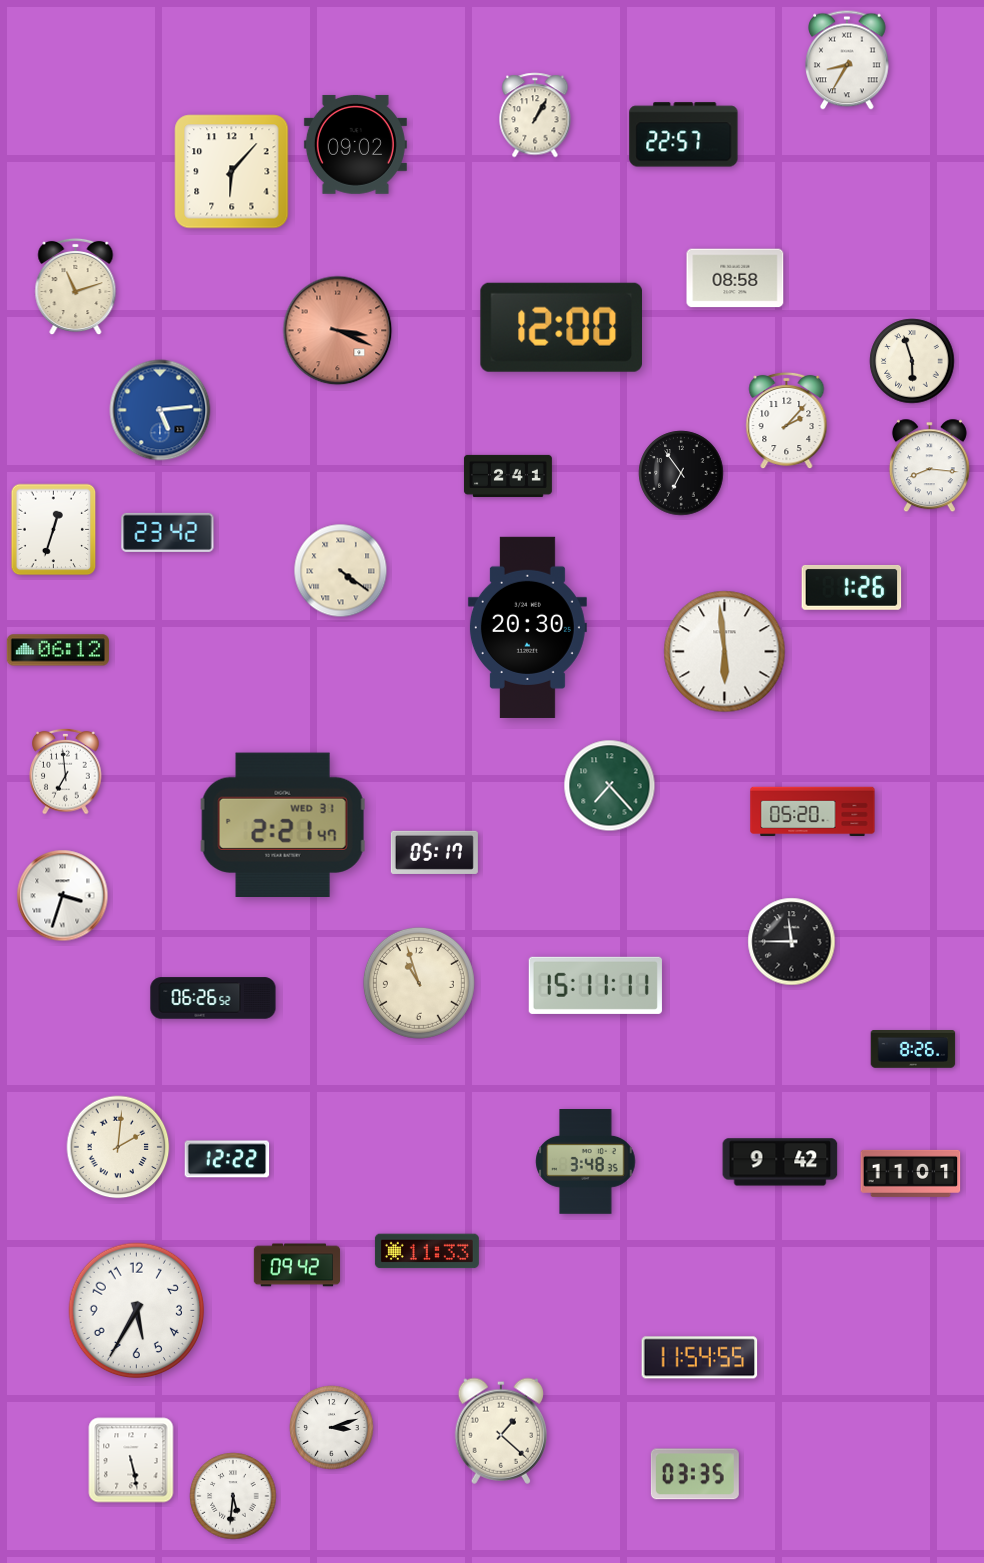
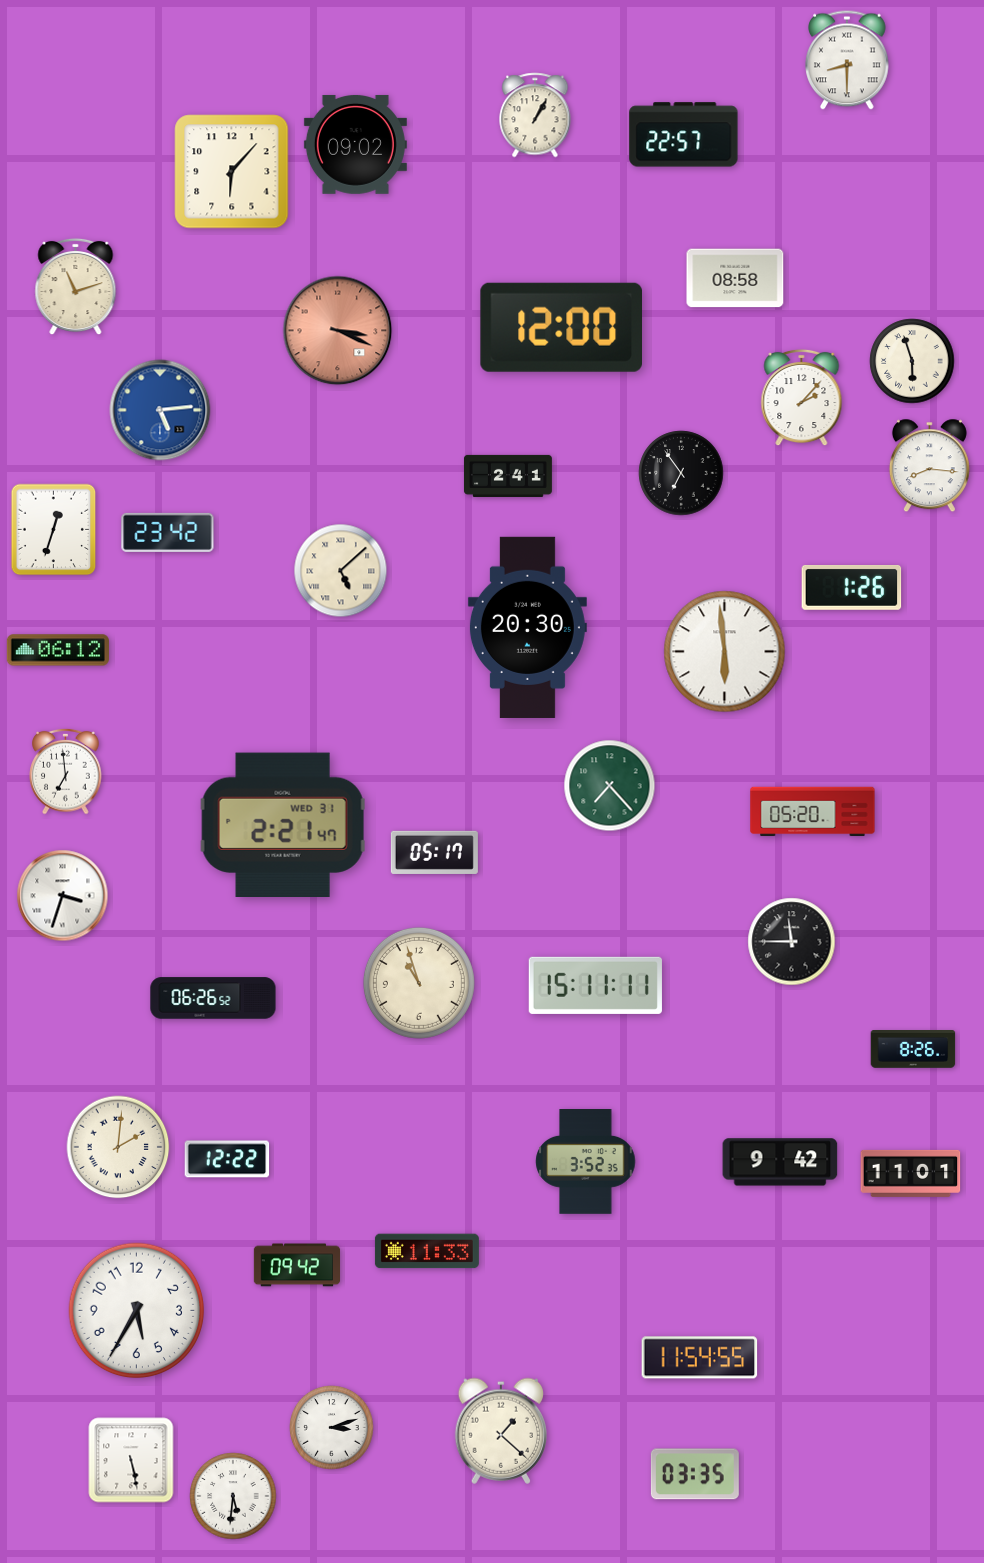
clock at (847, 60): 8:35 -> 8:30
clock at (787, 421) position: (787, 421) -> (802, 398)
clock at (341, 571): 4:21 -> 5:08
clock at (586, 1162): 3:48 -> 3:52
